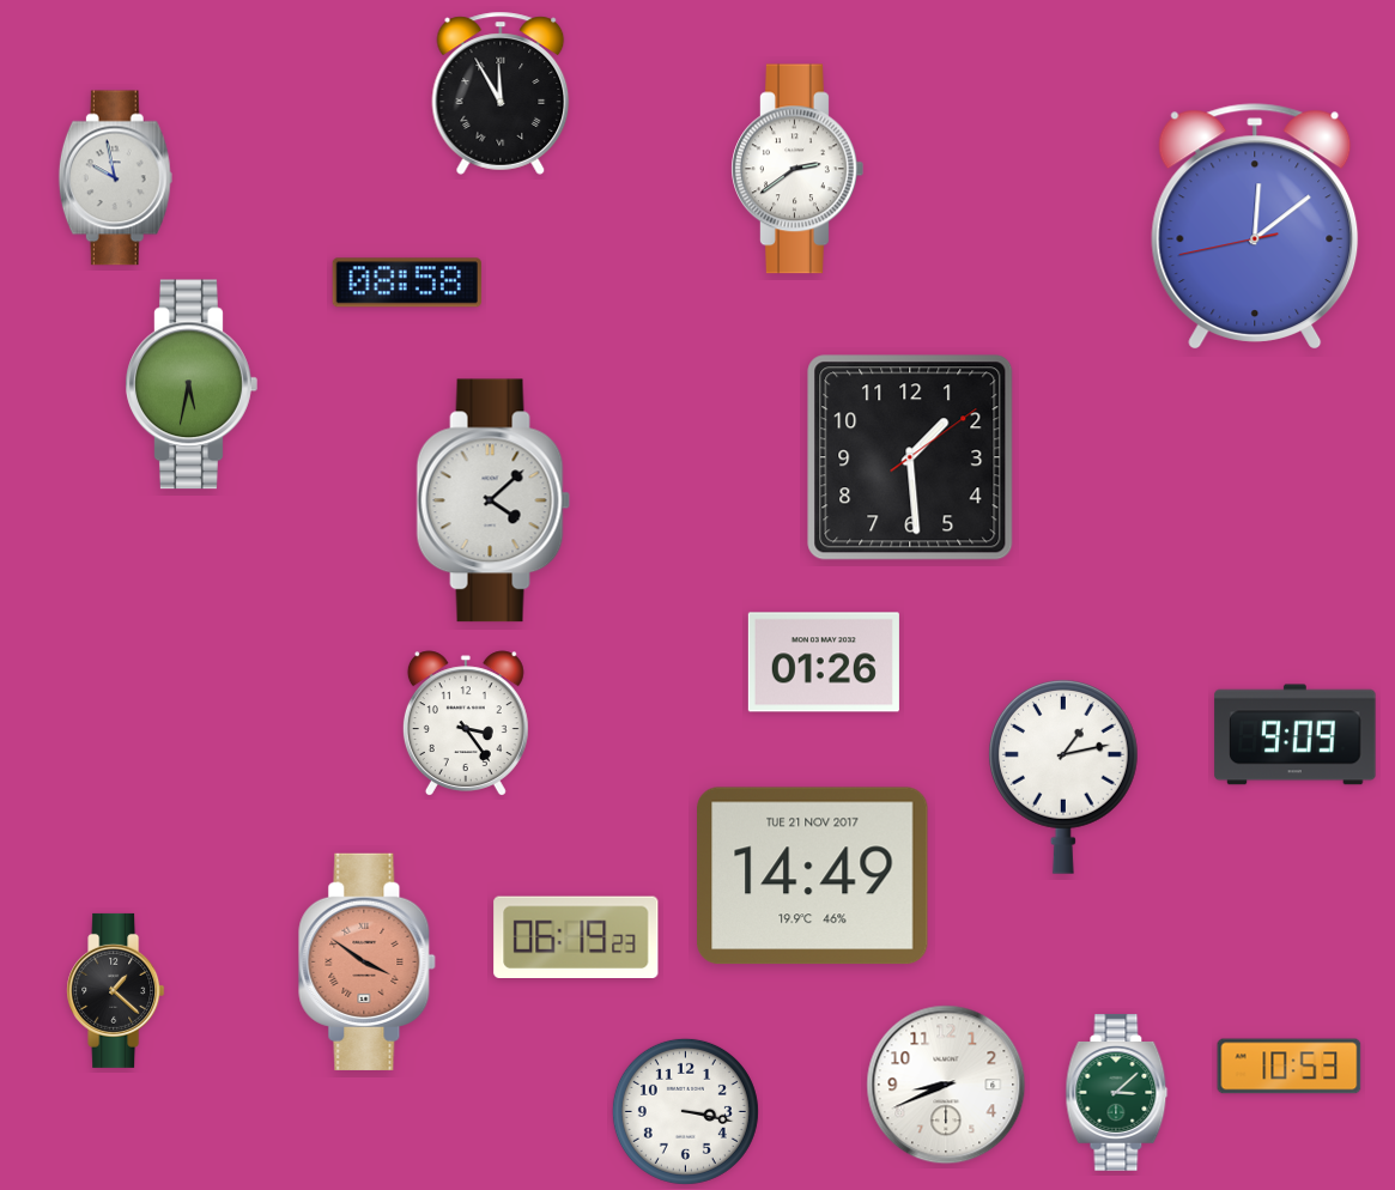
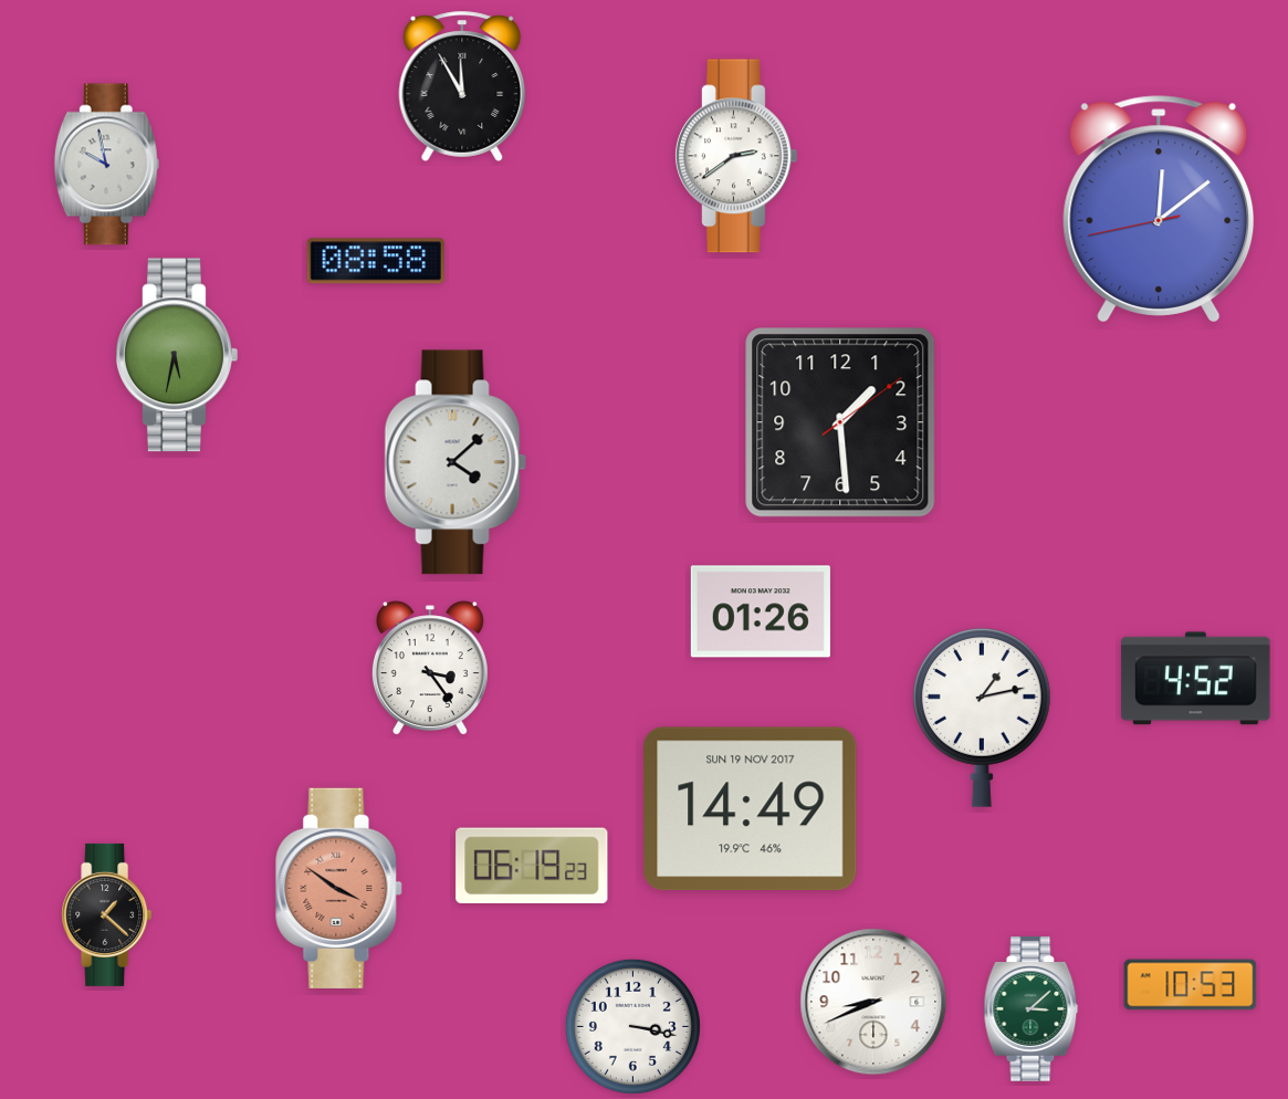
clock at (1296, 735): 9:09 -> 4:52
clock at (813, 876) date: TUE 21 NOV 2017 -> SUN 19 NOV 2017
